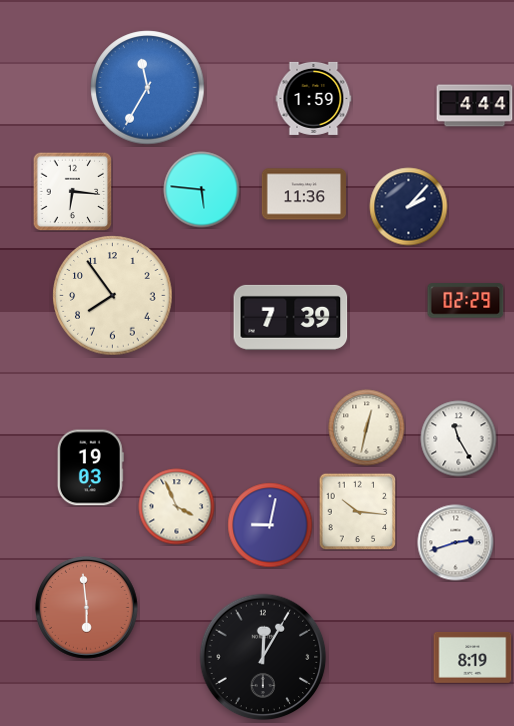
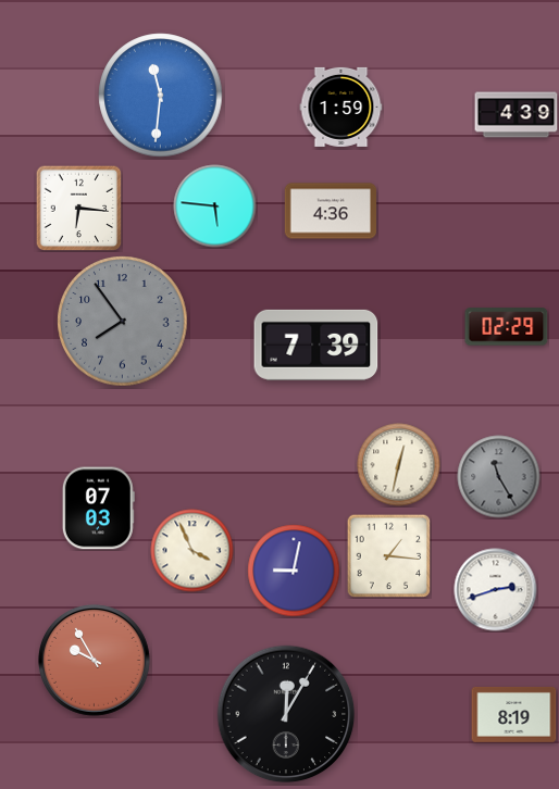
clock at (148, 88): 11:35 -> 11:31
clock at (475, 106): 4:44 -> 4:39
clock at (202, 190) position: (202, 190) -> (215, 206)
clock at (303, 194): 11:36 -> 4:36
clock at (409, 207): 2:07 -> none
clock at (113, 296) dial: cream -> grey
clock at (459, 439) dial: white -> grey
clock at (90, 468): 19:03 -> 07:03
clock at (357, 511): 10:16 -> 1:16
clock at (86, 607): 5:59 -> 9:55
